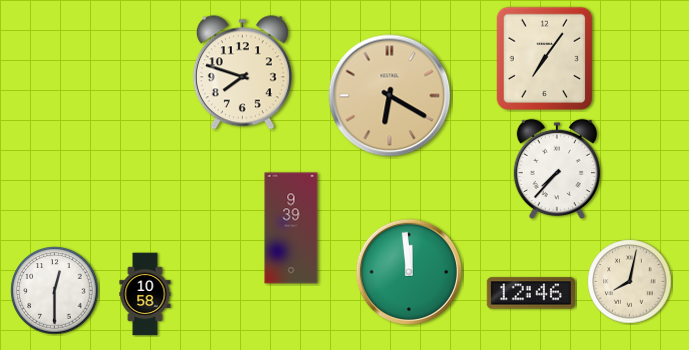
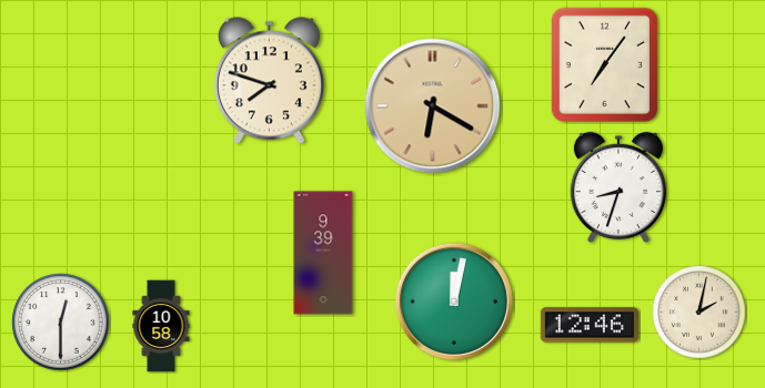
clock at (557, 169): 7:37 -> 8:33
clock at (409, 272): 11:59 -> 12:02
clock at (630, 282): 8:02 -> 2:02
